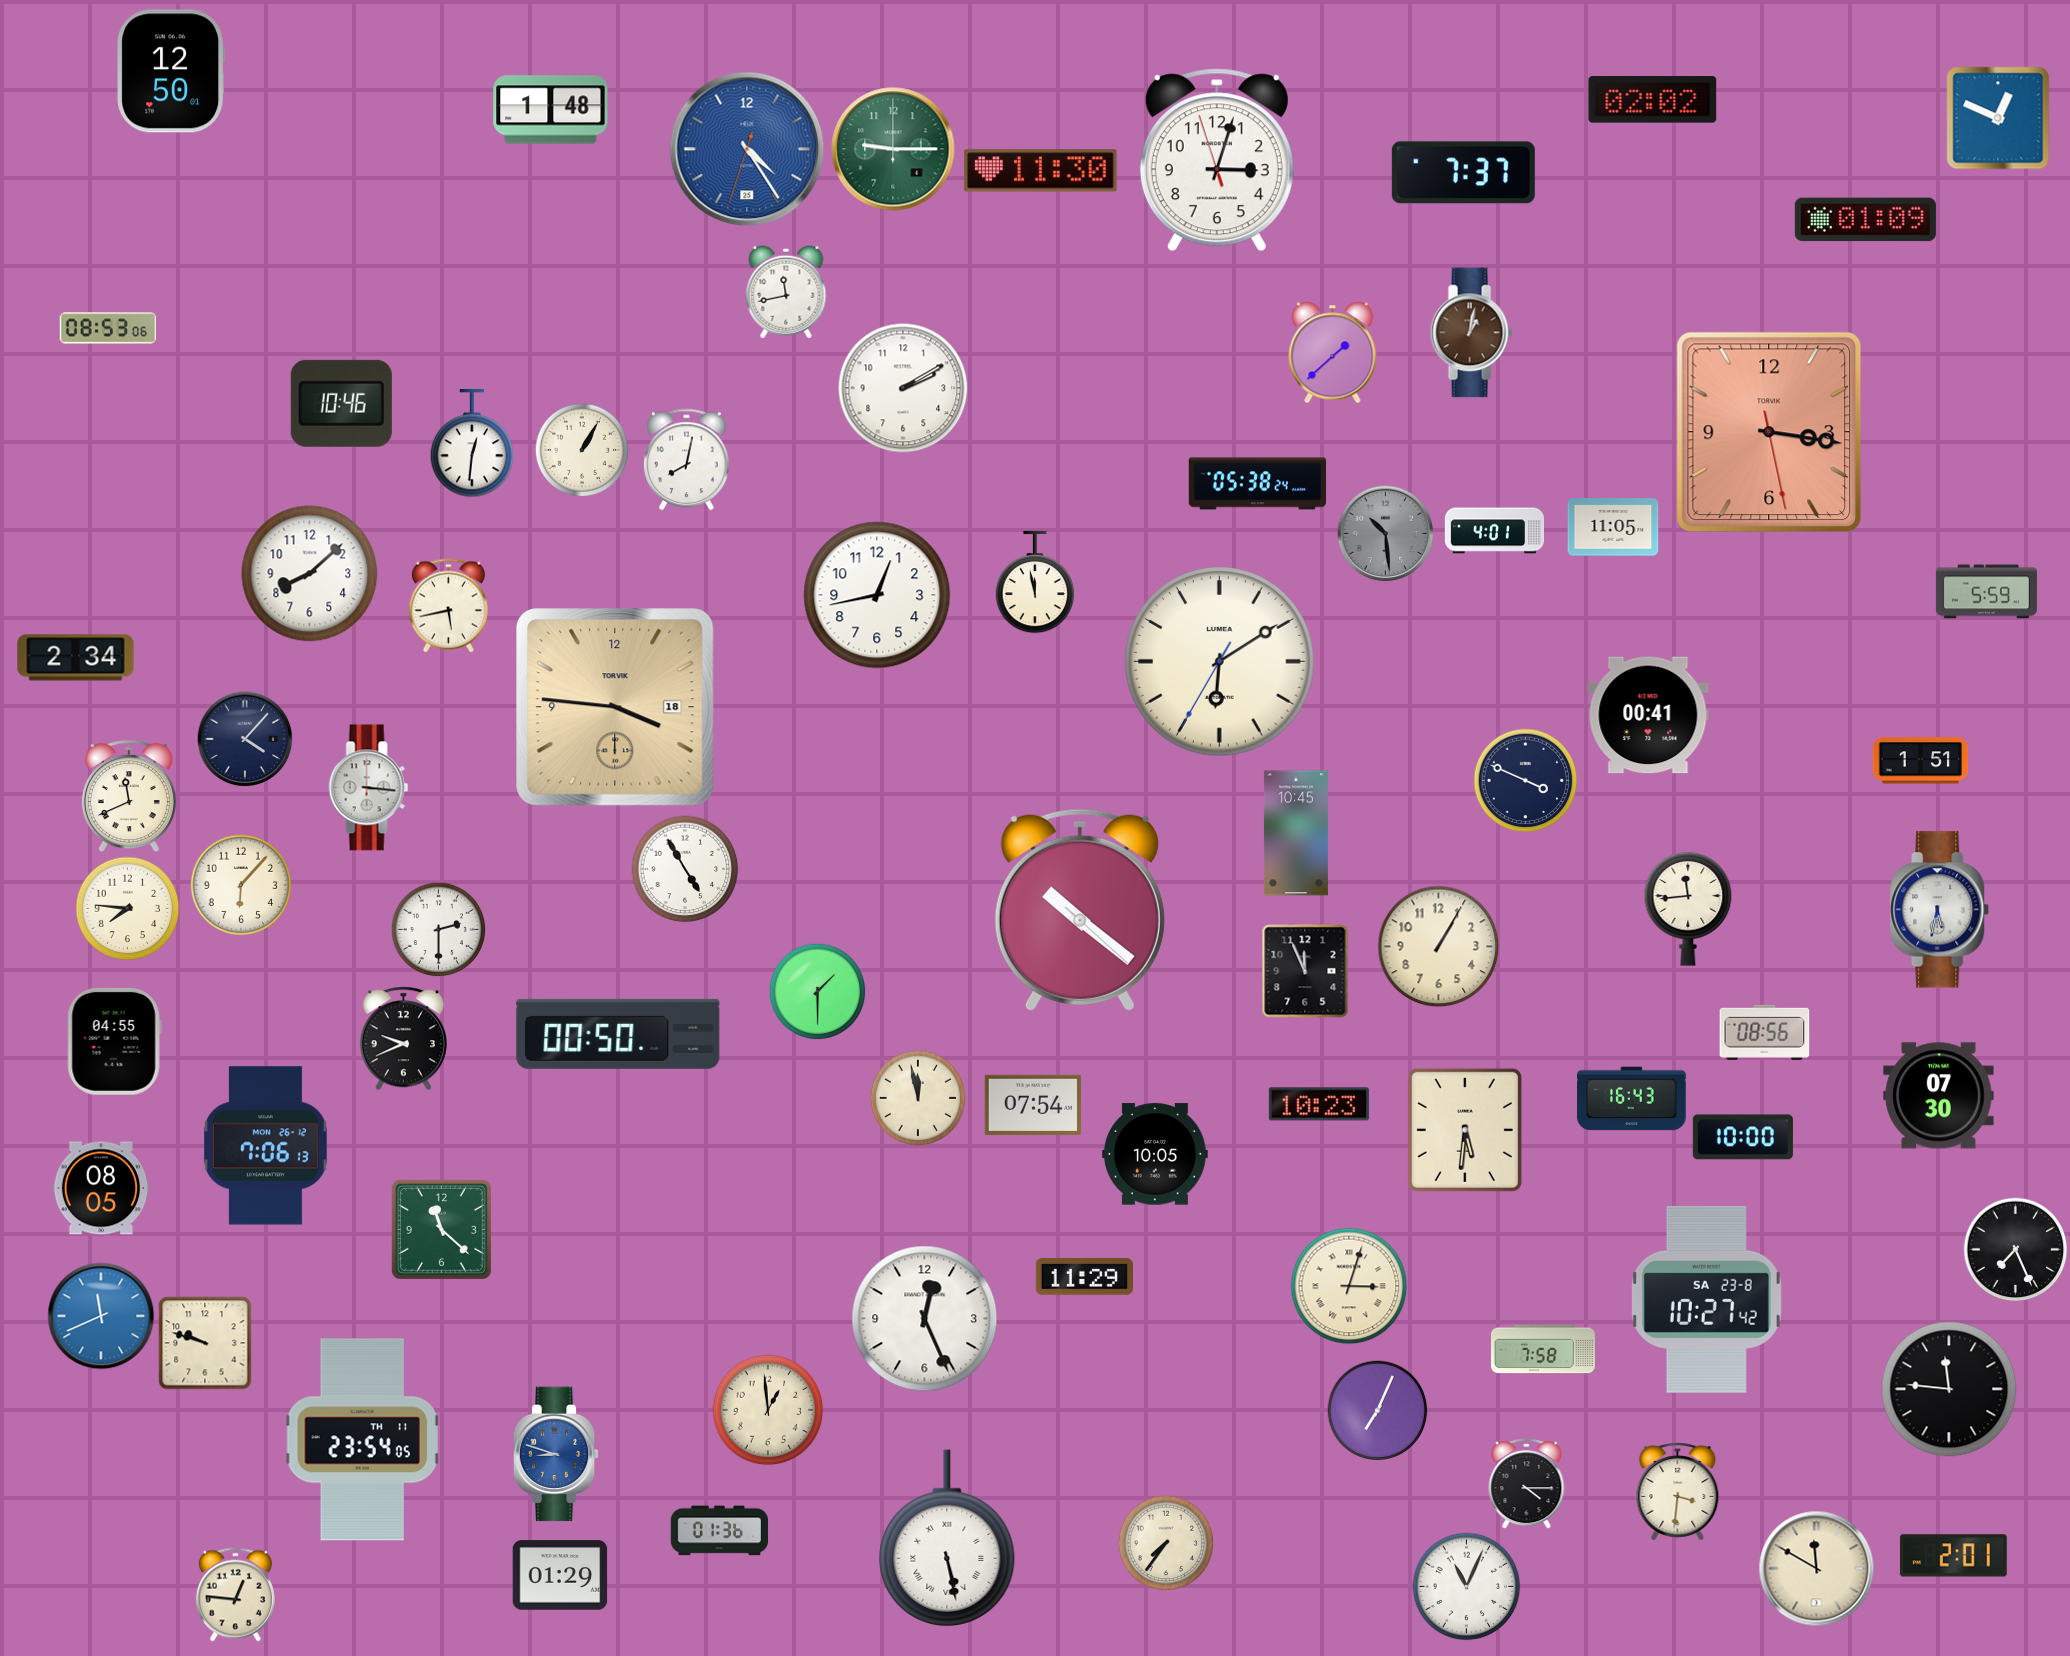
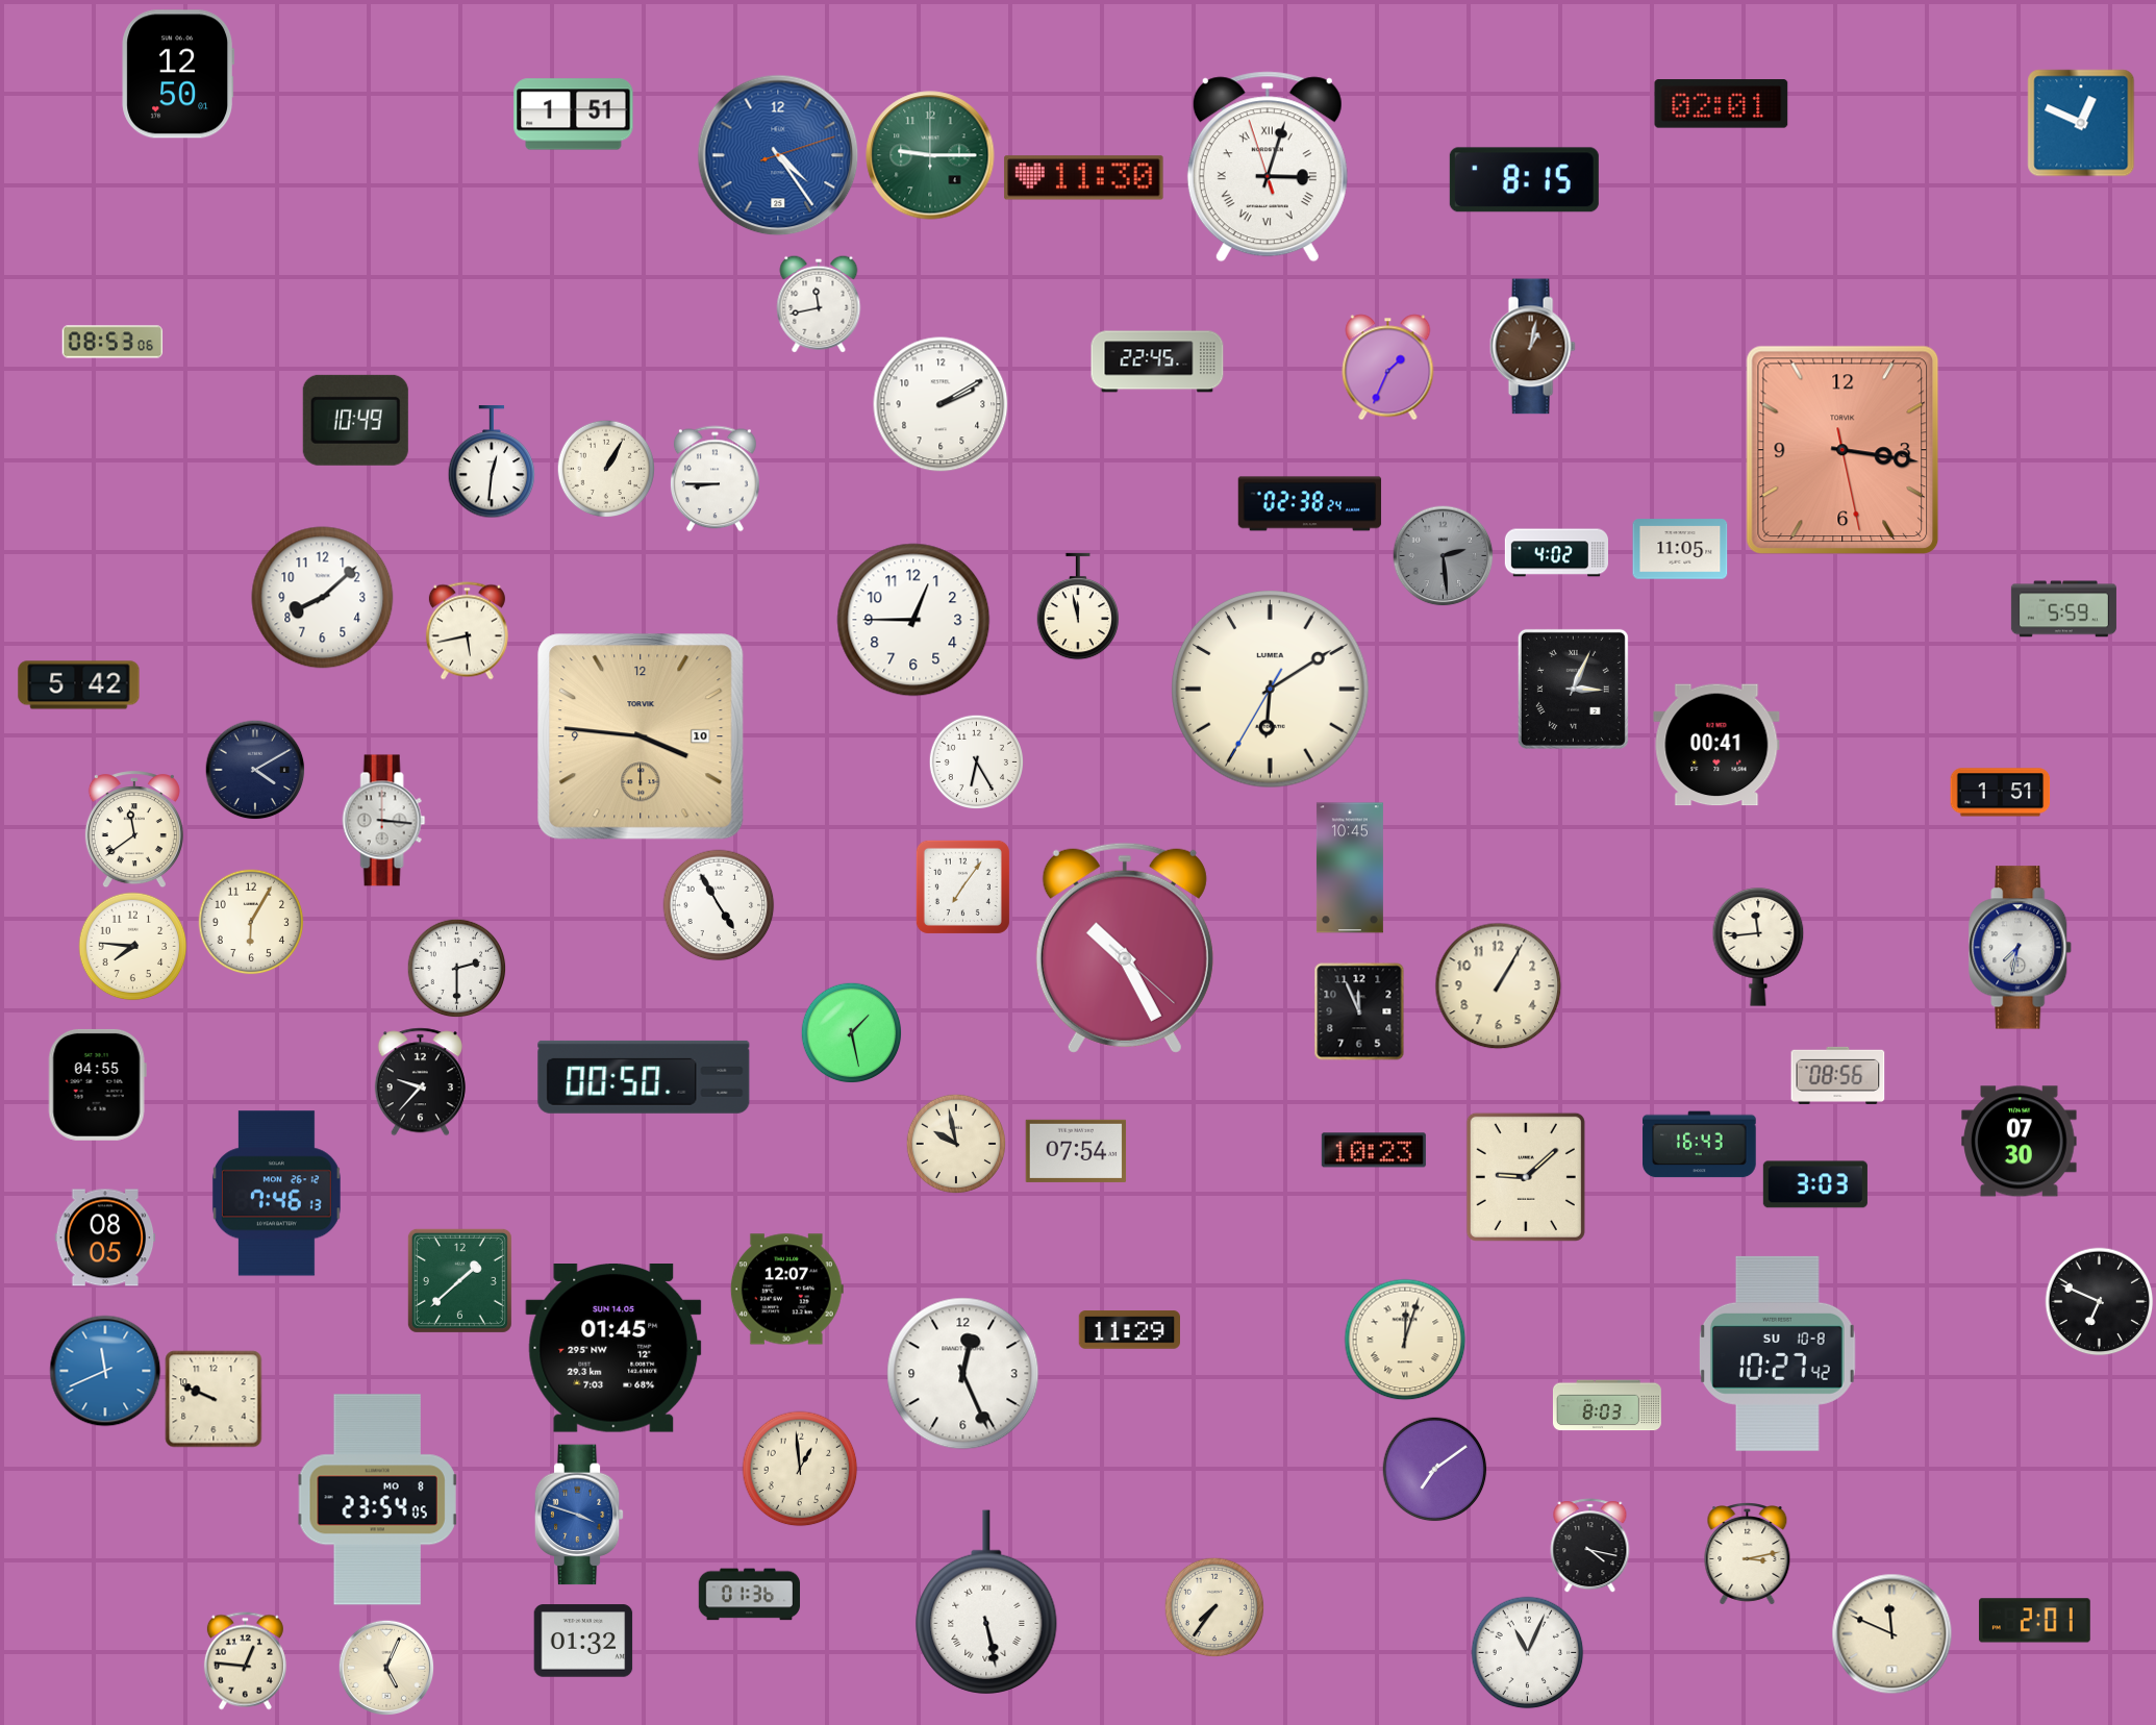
clock at (1653, 100): 02:02 -> 02:01
clock at (551, 110): 1:48 -> 1:51
clock at (747, 149): 4:24:33 -> 4:24:12
clock at (1217, 160) numerals: Arabic -> Roman
clock at (1463, 173): 7:37 -> 8:15
clock at (1865, 220): 01:09 -> none
clock at (1157, 361): none -> 22:45
clock at (1333, 353): 1:38 -> 1:34
clock at (341, 403): 10:46 -> 10:49
clock at (686, 460): 8:02 -> 8:45
clock at (1258, 484): 05:38 -> 02:38
clock at (1494, 531): 4:01 -> 4:02
clock at (1386, 534): 10:29 -> 2:29
clock at (1986, 592) position: (1986, 592) -> (2063, 609)
clock at (877, 595): 12:43 -> 12:45
clock at (76, 658): 2:34 -> 5:42
clock at (1573, 689): none -> 3:04
clock at (615, 707) date: 18 -> 10
clock at (976, 761): none -> 6:25
clock at (245, 739): 4:07 -> 4:10
clock at (1526, 781): 3:49 -> none
clock at (129, 797): 11:41 -> 11:39
clock at (962, 886): none -> 7:06
clock at (685, 869) position: (685, 869) -> (719, 905)
clock at (241, 885): 6:07 -> 6:05
clock at (1080, 910): 10:21 -> 10:25
clock at (1940, 910): 5:32 -> 7:32
clock at (817, 991): 1:30 -> 1:28
clock at (403, 1039): 9:41 -> 9:37
clock at (114, 1041) position: (114, 1041) -> (97, 1084)
clock at (918, 1098): 11:58 -> 9:58
clock at (1465, 1130): 5:31 -> 9:08
clock at (1743, 1137): 10:00 -> 3:03
clock at (265, 1146): 7:06 -> 7:46
clock at (1155, 1154): 10:05 -> none
clock at (441, 1229): 11:22 -> 1:38
clock at (786, 1290): none -> 12:07
clock at (2016, 1250): 7:26 -> 6:49
clock at (1349, 1286): 3:03 -> 12:03
clock at (613, 1349): none -> 01:45
clock at (1706, 1299) date: SA 23-8 -> SU 10-8
clock at (205, 1343): 9:48 -> 9:49
clock at (1543, 1349): 7:58 -> 8:03
clock at (1949, 1389): 11:46 -> none
clock at (1378, 1411): 7:04 -> 7:09
clock at (363, 1440) date: TH 11 -> MO 8
clock at (556, 1454): 8:48 -> 3:48
clock at (1527, 1484): 4:15 -> 4:17
clock at (1678, 1492): 3:31 -> 3:13
clock at (1817, 1569): 11:50 -> 11:49
clock at (560, 1575): 01:29 -> 01:32
clock at (386, 1668): none -> 5:04
